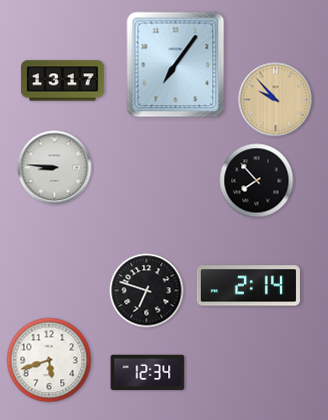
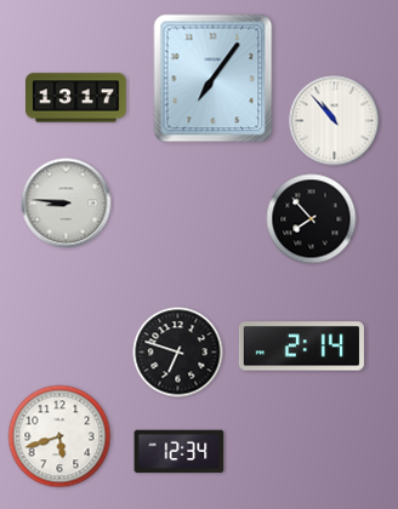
clock at (276, 100): 9:53 -> 10:53
clock at (276, 100) dial: champagne -> white
